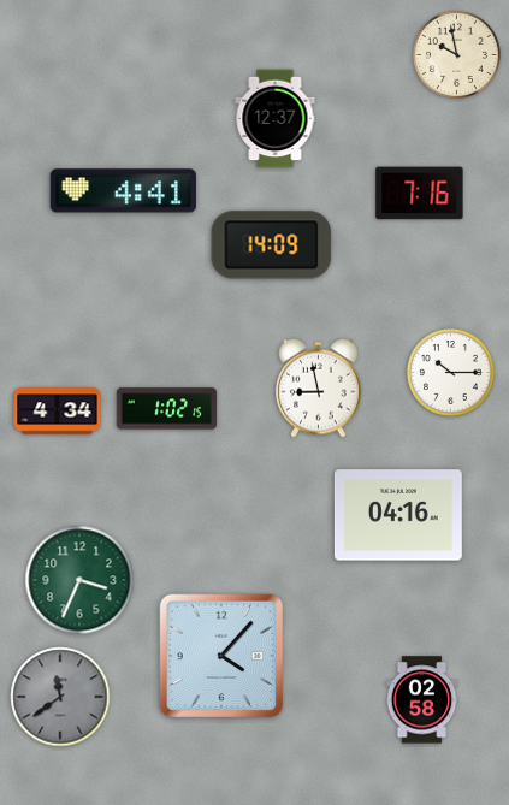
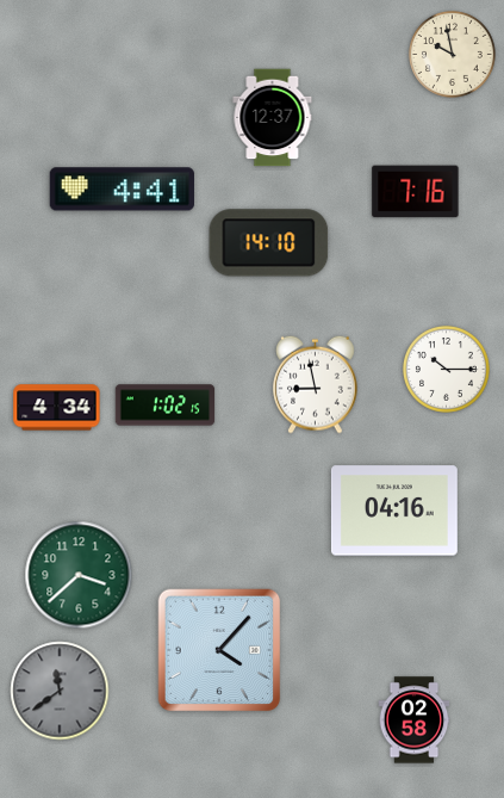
clock at (272, 245): 14:09 -> 14:10
clock at (79, 580): 3:34 -> 3:38
clock at (422, 700) position: (422, 700) -> (415, 720)
